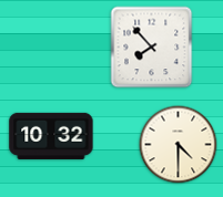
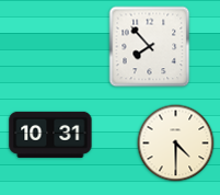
clock at (51, 136): 10:32 -> 10:31
